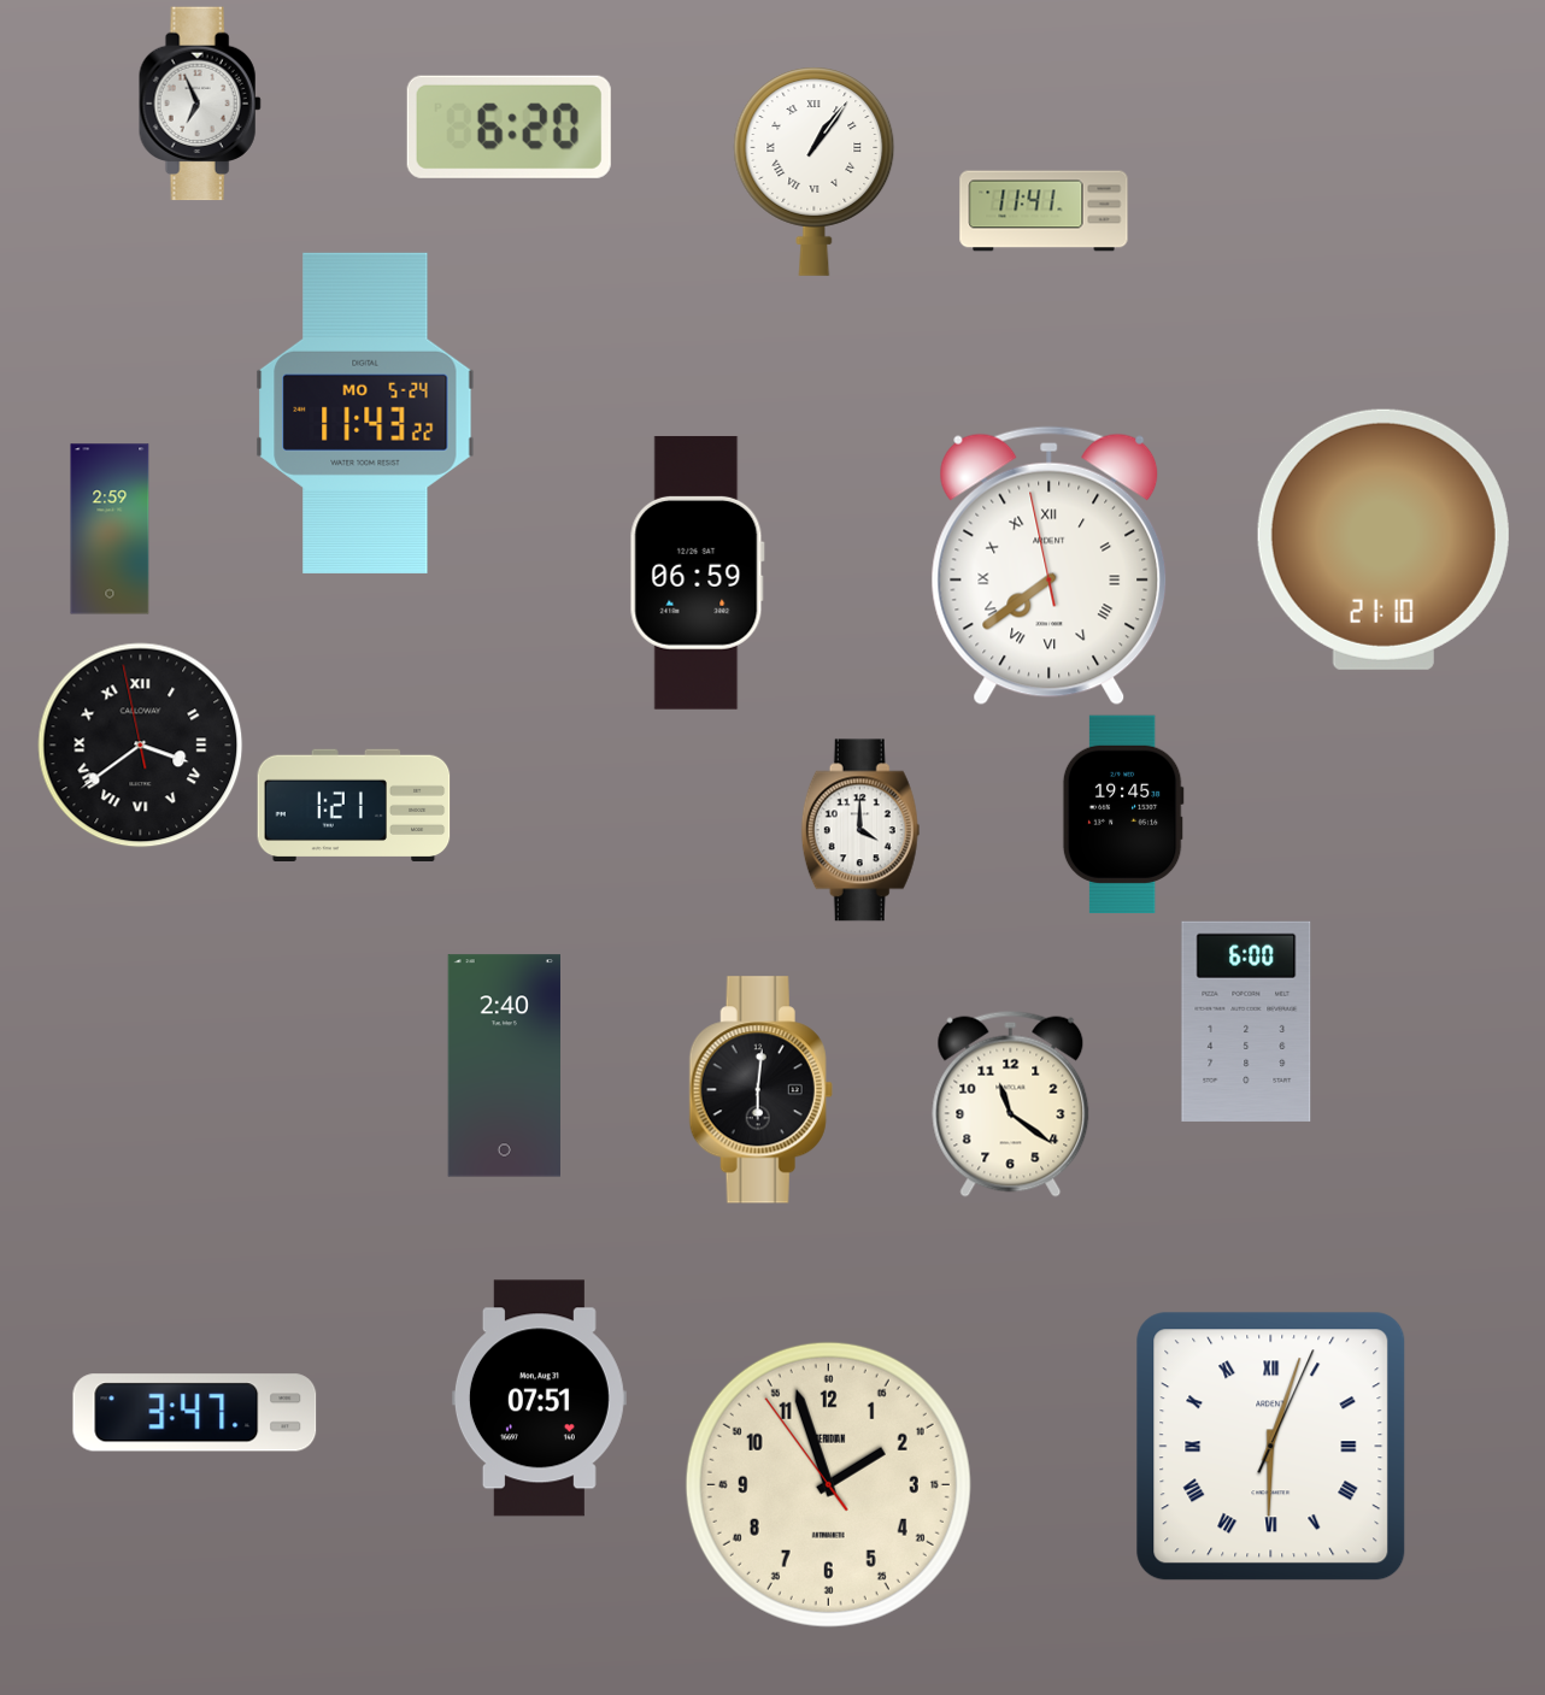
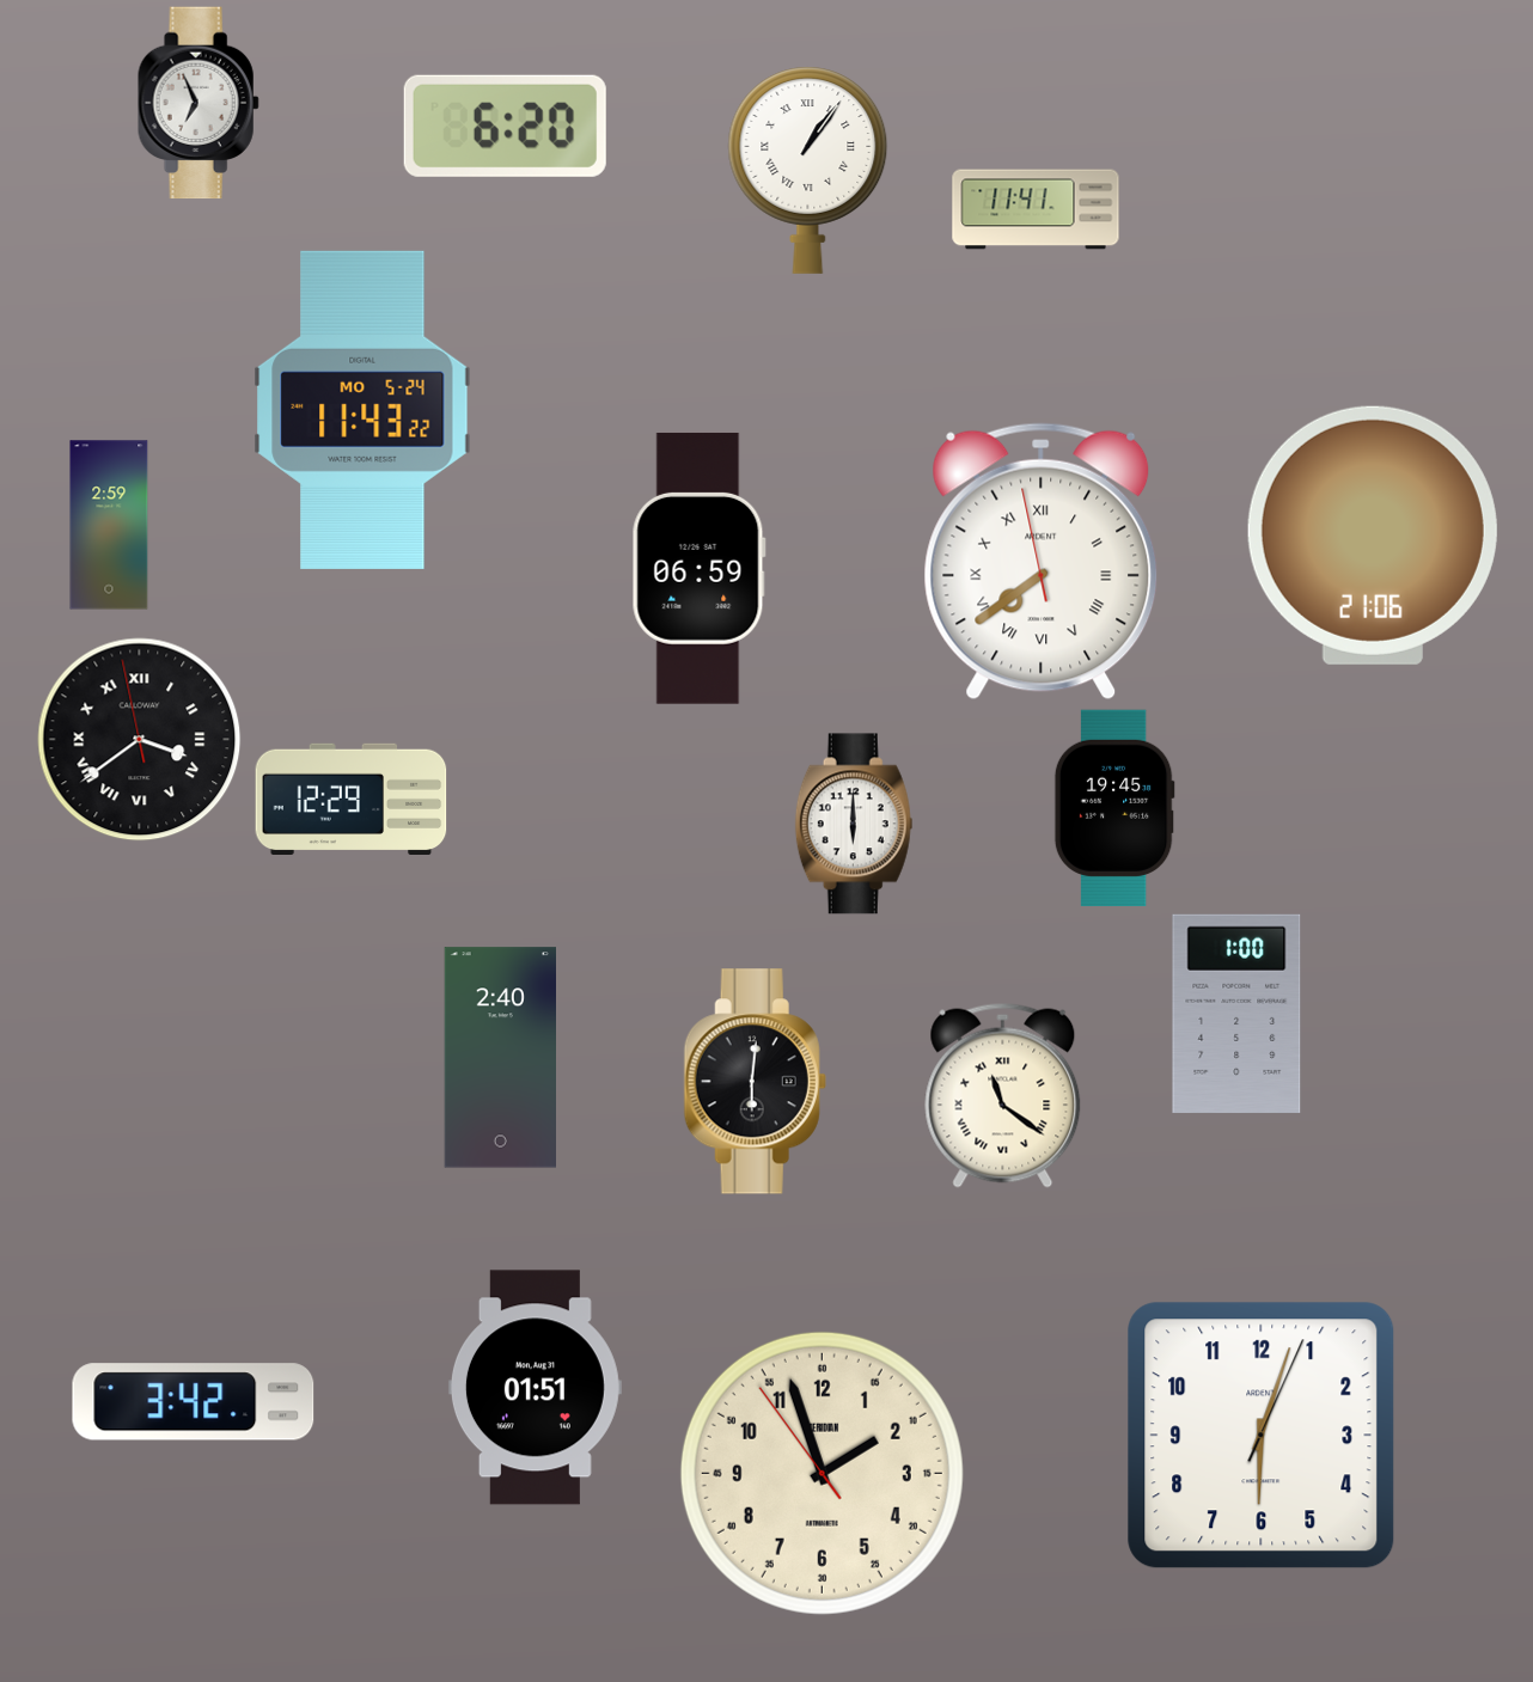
clock at (1384, 540): 21:10 -> 21:06
clock at (697, 572) position: (697, 572) -> (698, 568)
clock at (354, 805): 1:21 -> 12:29
clock at (860, 830): 4:00 -> 6:00
clock at (1246, 1022): 6:00 -> 1:00
clock at (1011, 1103) numerals: Arabic -> Roman
clock at (539, 1399): 07:51 -> 01:51
clock at (195, 1413): 3:47 -> 3:42
clock at (1271, 1447) numerals: Roman -> Arabic
